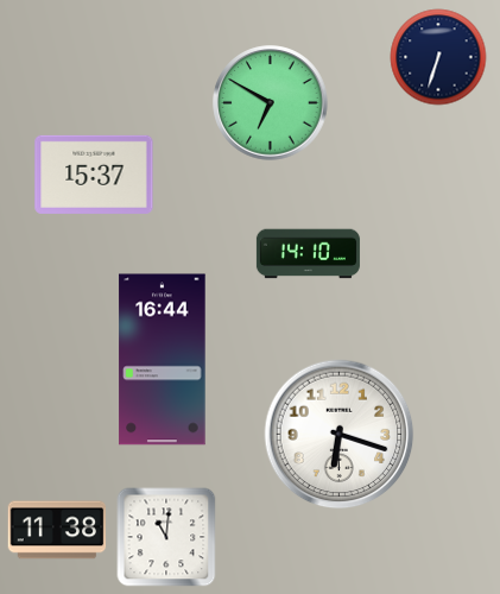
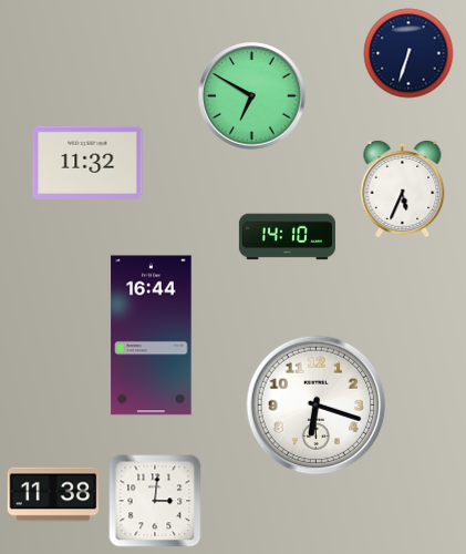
clock at (94, 175): 15:37 -> 11:32
clock at (403, 188): none -> 5:34
clock at (166, 537): 11:01 -> 3:01
